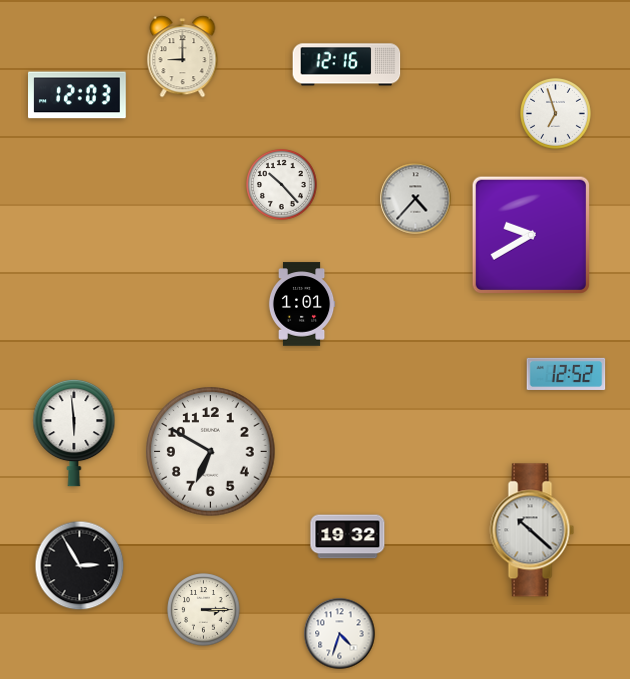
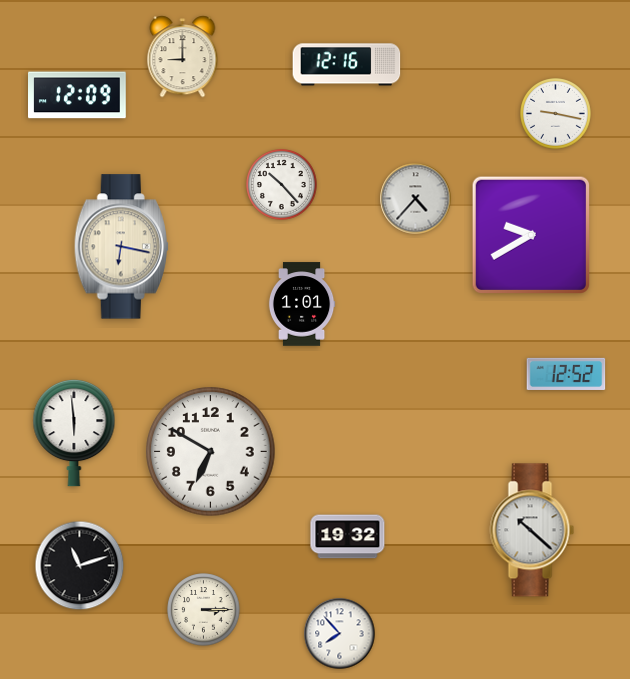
clock at (78, 95): 12:03 -> 12:09
clock at (556, 114): 6:57 -> 9:17
clock at (121, 247): none -> 6:17
clock at (80, 566): 2:55 -> 11:12
clock at (340, 634): 4:33 -> 7:53
